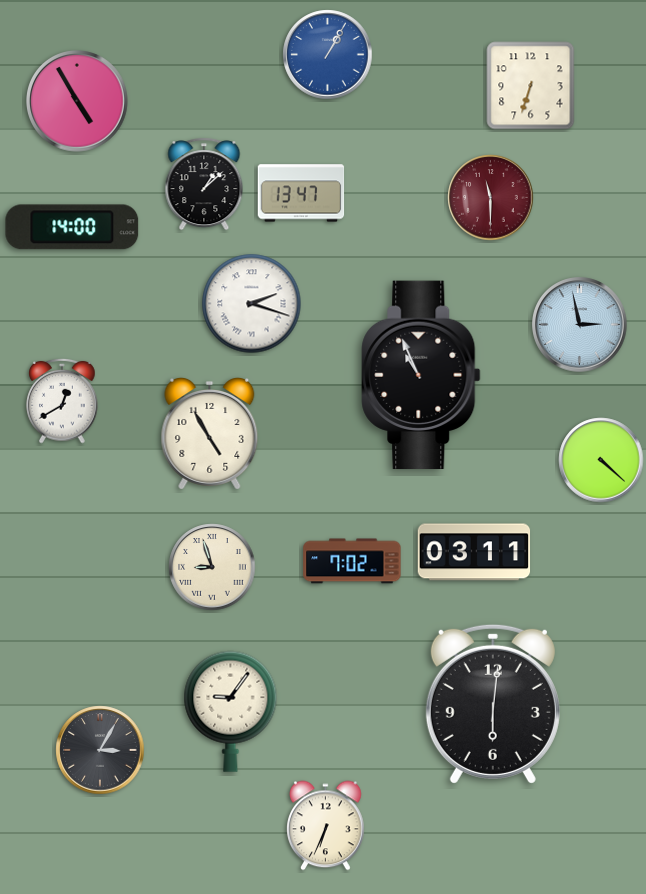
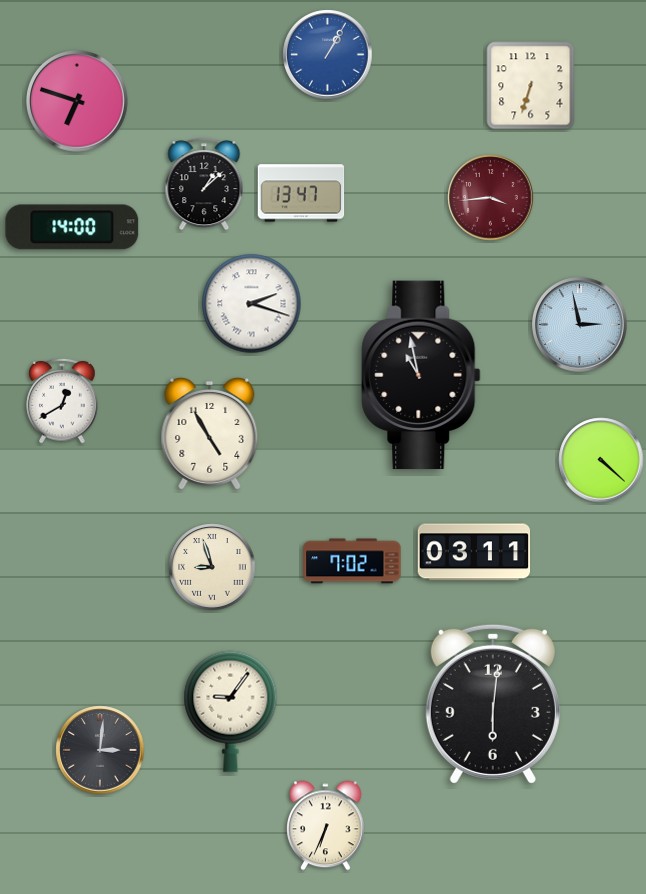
clock at (77, 101): 4:55 -> 6:48
clock at (491, 198): 11:30 -> 3:44
clock at (421, 375): 10:56 -> 10:58
clock at (100, 750): 3:05 -> 3:01
